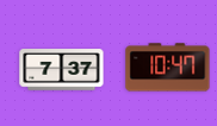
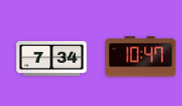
clock at (62, 70): 7:37 -> 7:34
